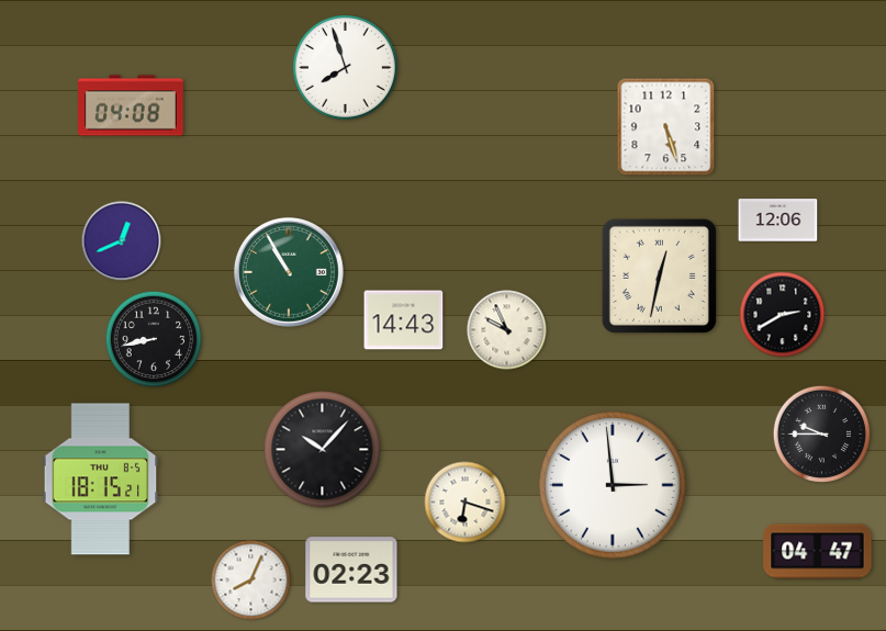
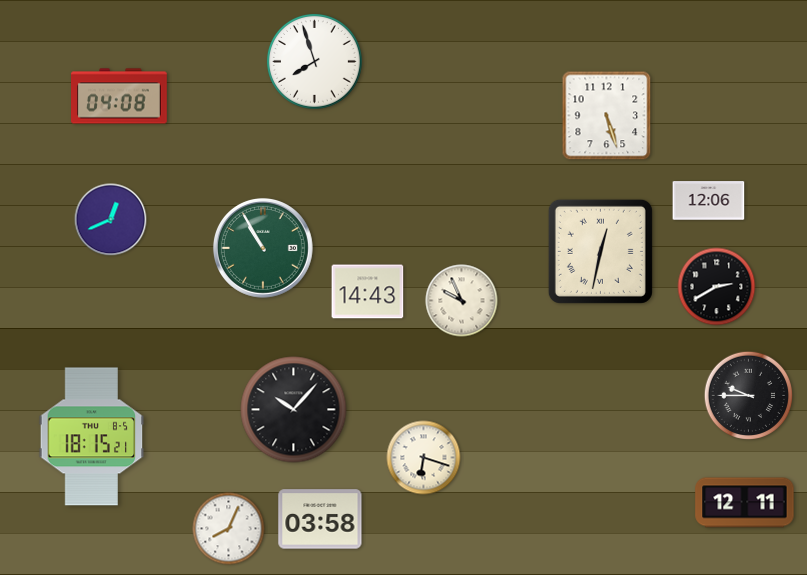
clock at (783, 315) position: (783, 315) -> (717, 287)
clock at (154, 339): 8:43 -> none
clock at (614, 486): 2:59 -> none
clock at (818, 552): 04:47 -> 12:11
clock at (351, 570): 02:23 -> 03:58
